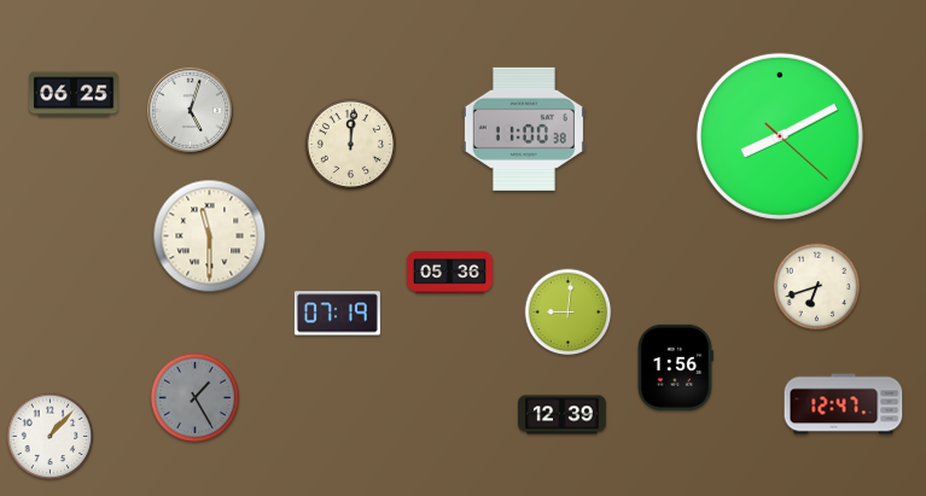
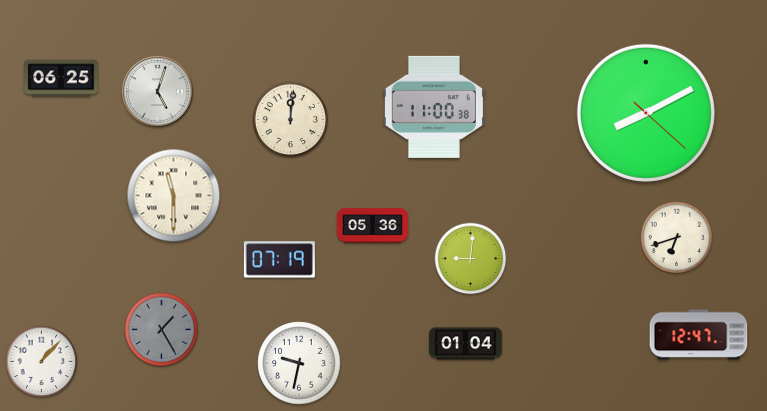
clock at (675, 367): 1:56 -> none
clock at (563, 415): 12:39 -> 01:04
clock at (299, 363): none -> 9:32
